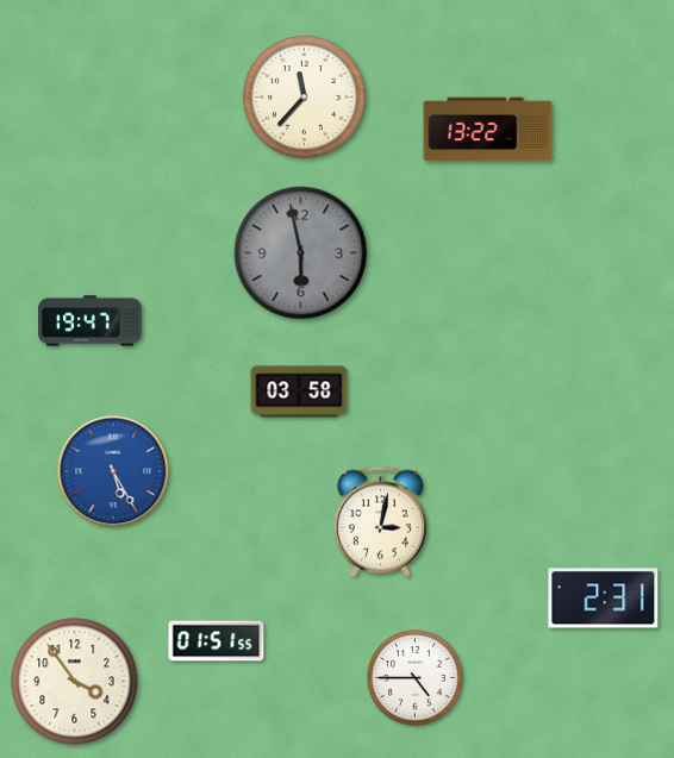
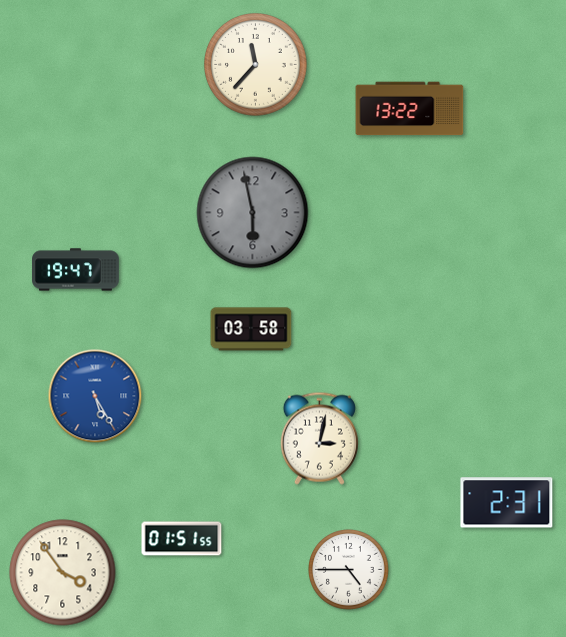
clock at (305, 98) position: (305, 98) -> (256, 65)
